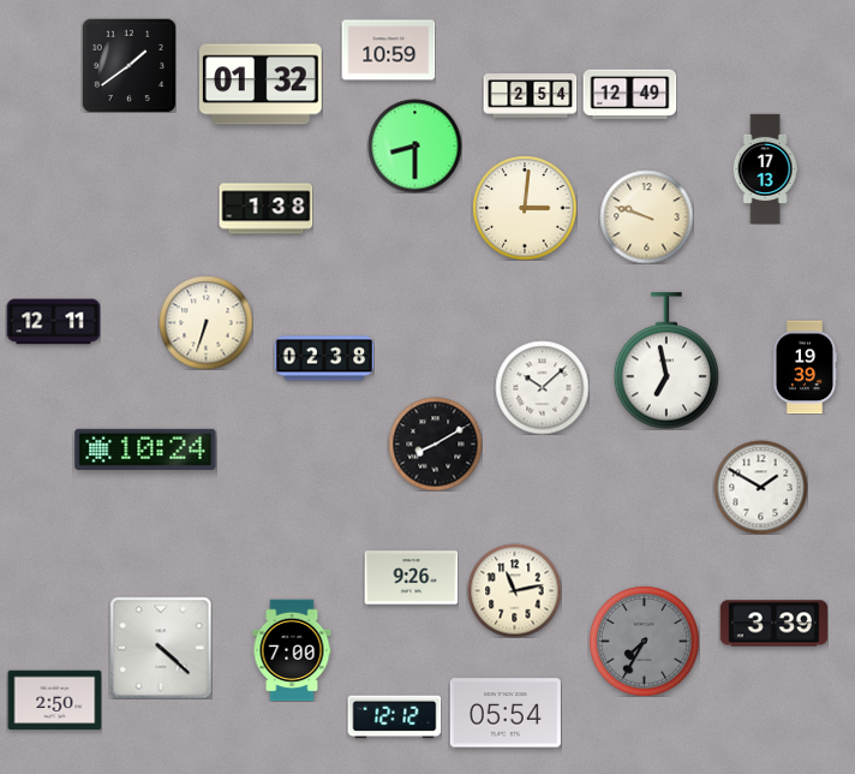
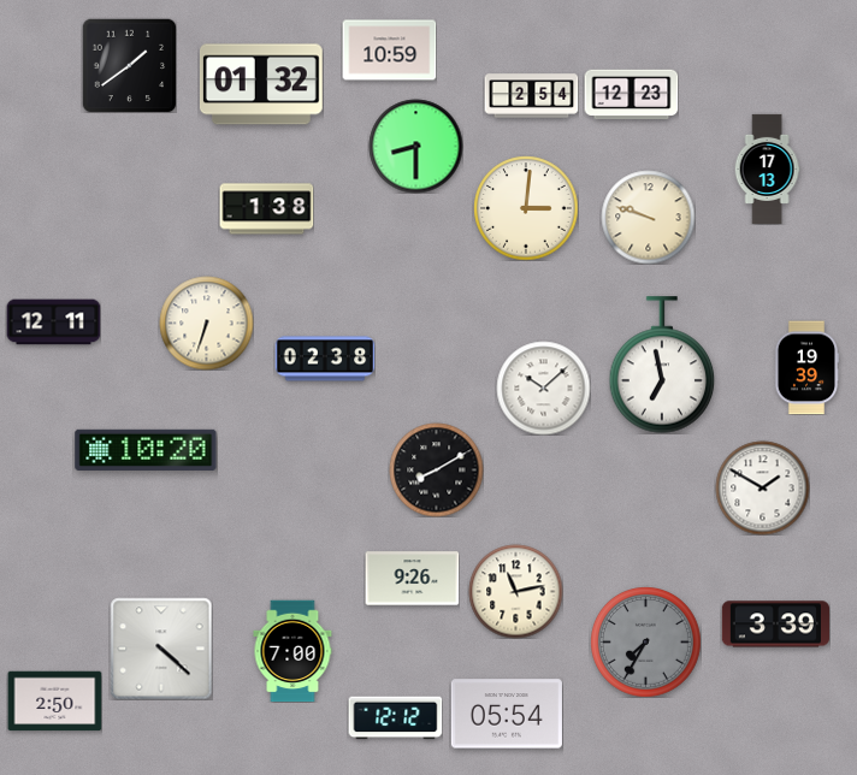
clock at (629, 95): 12:49 -> 12:23
clock at (666, 361) position: (666, 361) -> (662, 365)
clock at (435, 443) position: (435, 443) -> (436, 469)
clock at (145, 449): 10:24 -> 10:20
